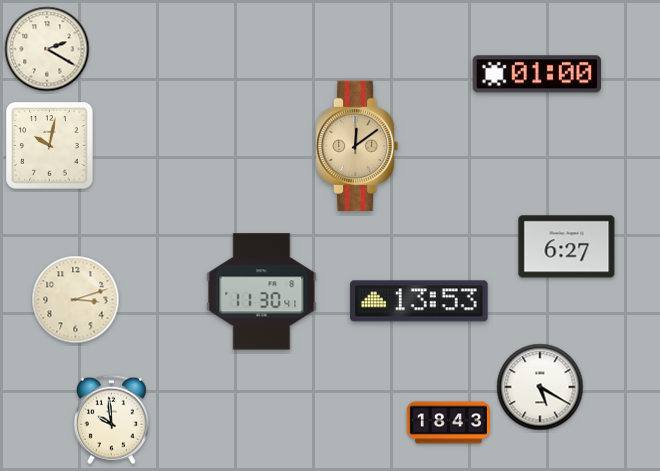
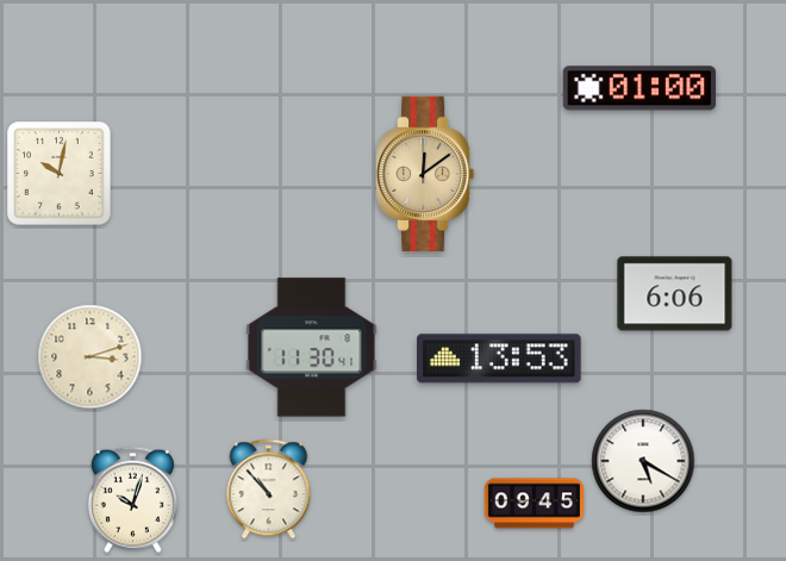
clock at (47, 49): 2:20 -> none
clock at (567, 247): 6:27 -> 6:06
clock at (269, 490): none -> 10:53
clock at (111, 420): 9:59 -> 10:03
clock at (448, 423): 18:43 -> 09:45
